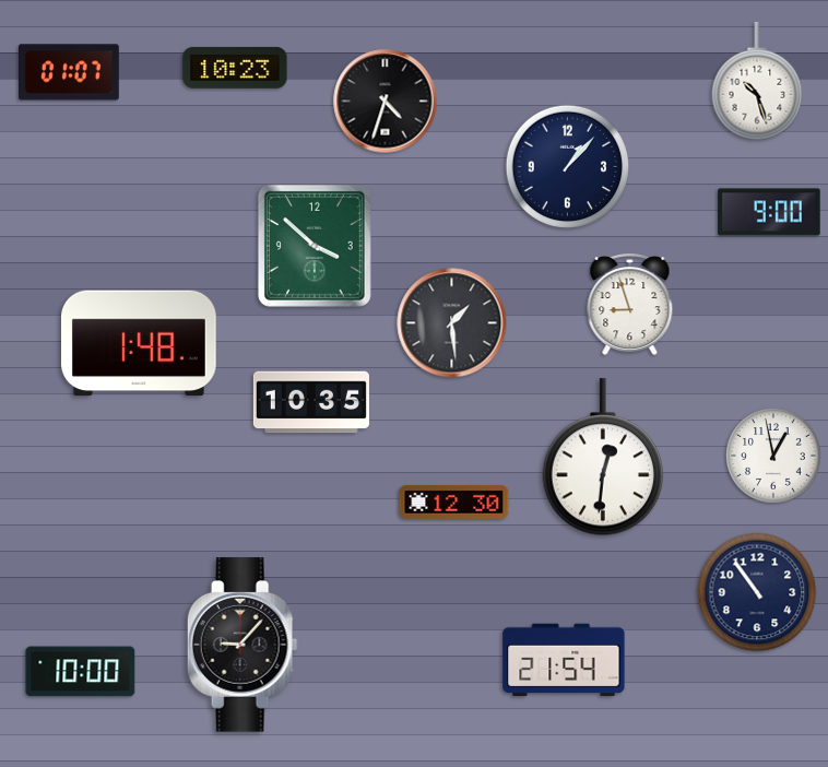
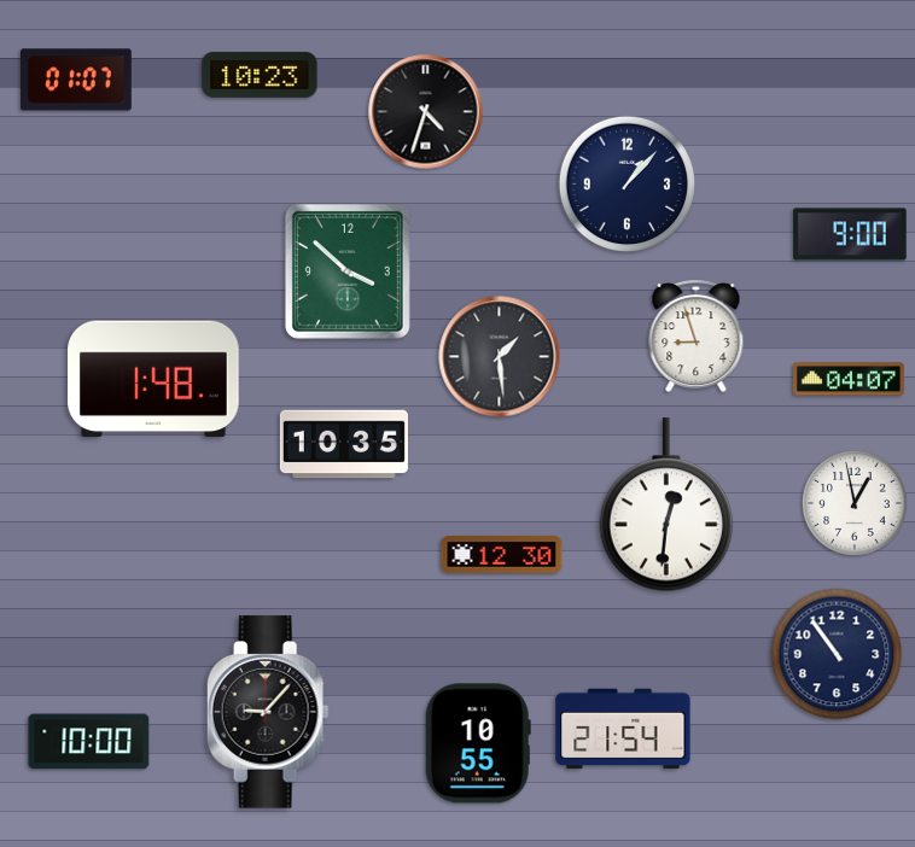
clock at (757, 81): 10:27 -> none
clock at (850, 379): none -> 04:07
clock at (478, 743): none -> 10:55
